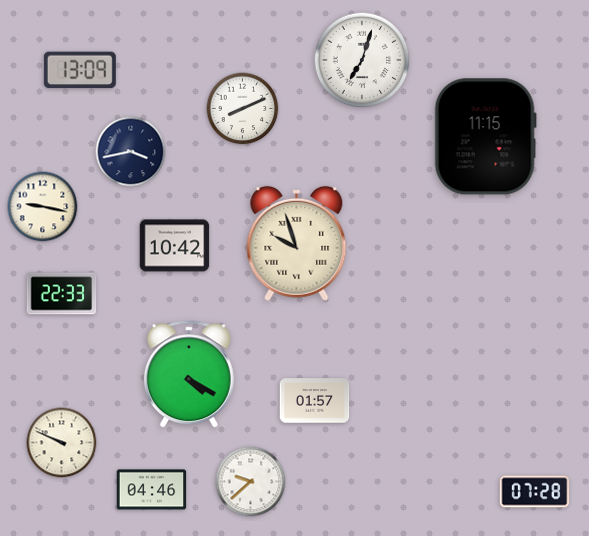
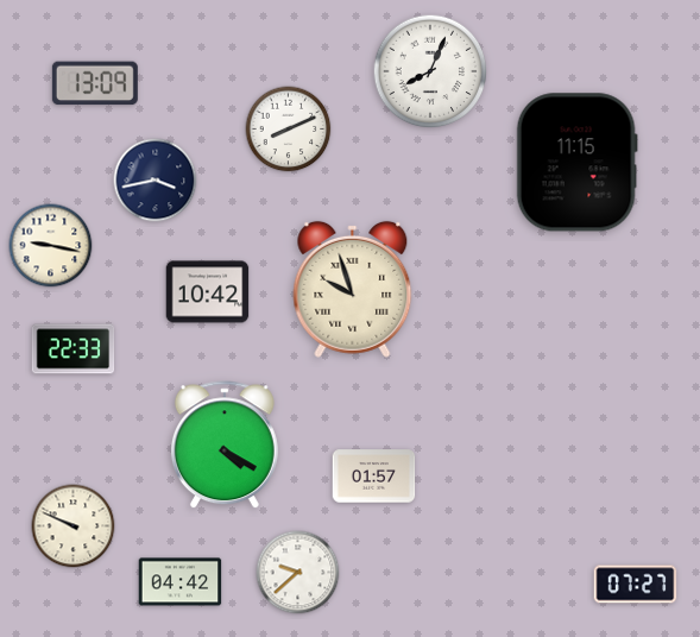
clock at (362, 60): 7:03 -> 8:04
clock at (152, 490): 04:46 -> 04:42
clock at (535, 492): 07:28 -> 07:27
